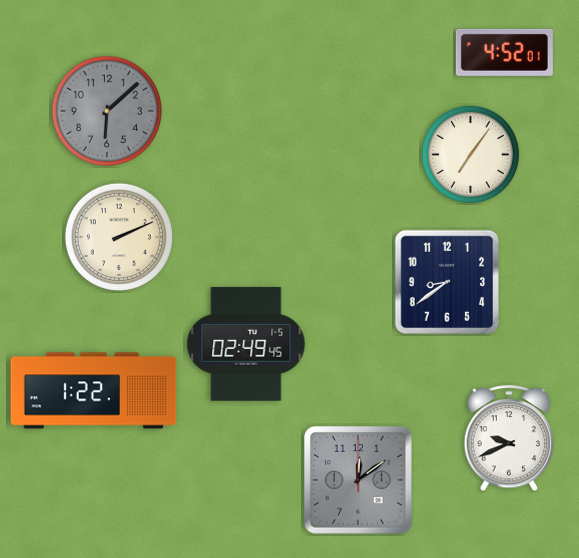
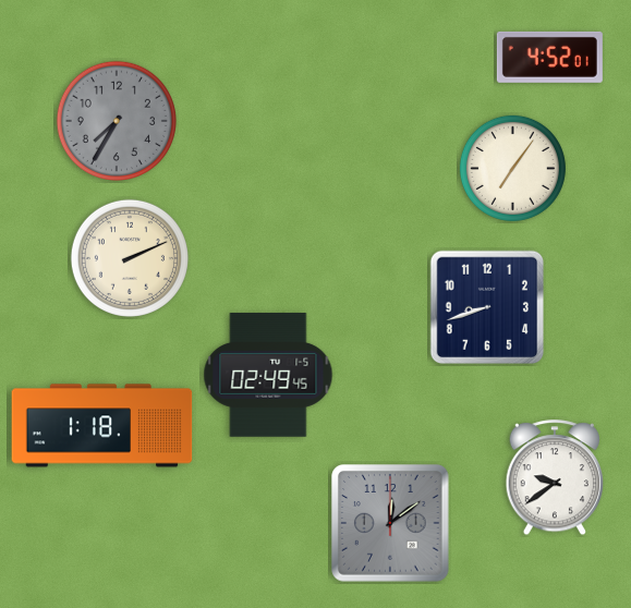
clock at (107, 111): 6:08 -> 7:35
clock at (446, 281): 8:39 -> 8:42
clock at (94, 391): 1:22 -> 1:18
clock at (508, 439): 9:41 -> 9:39
